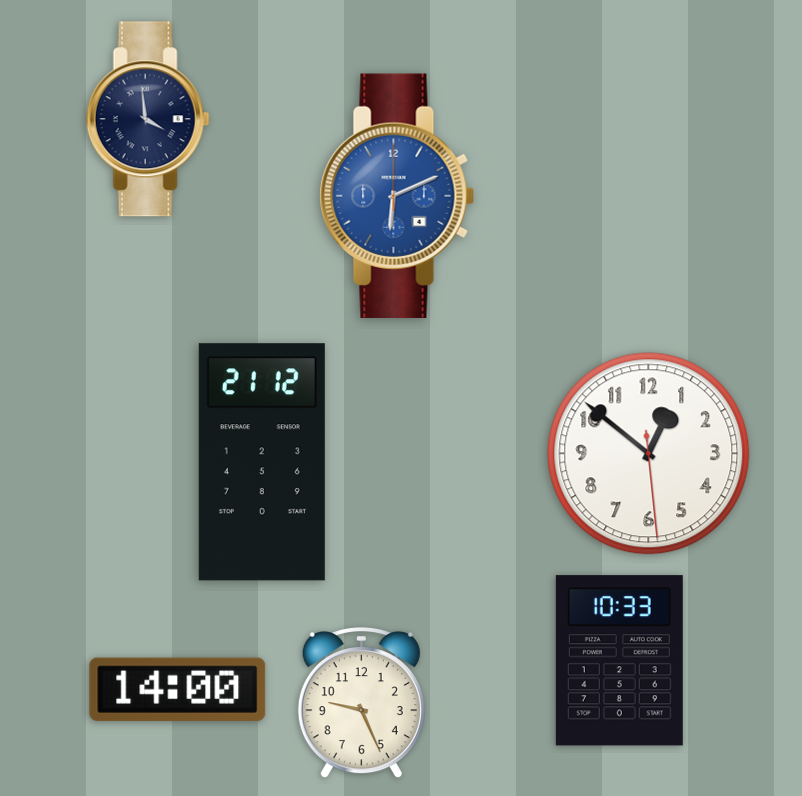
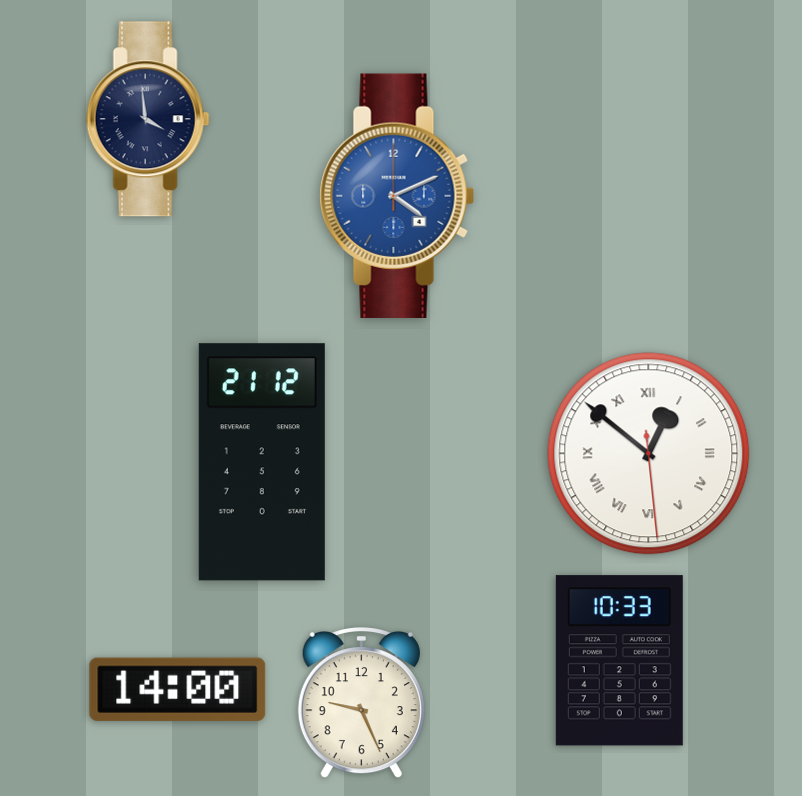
clock at (397, 196): 6:11 -> 4:11
clock at (649, 454) numerals: Arabic -> Roman
